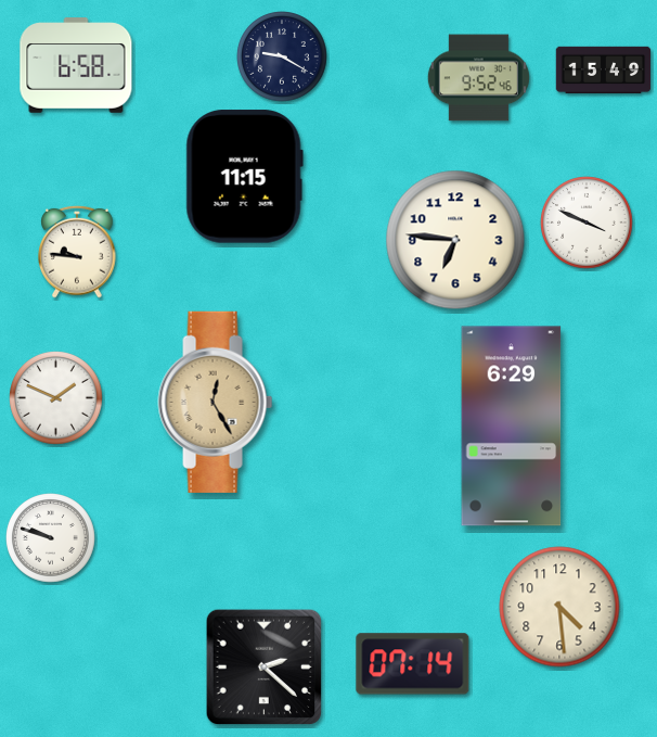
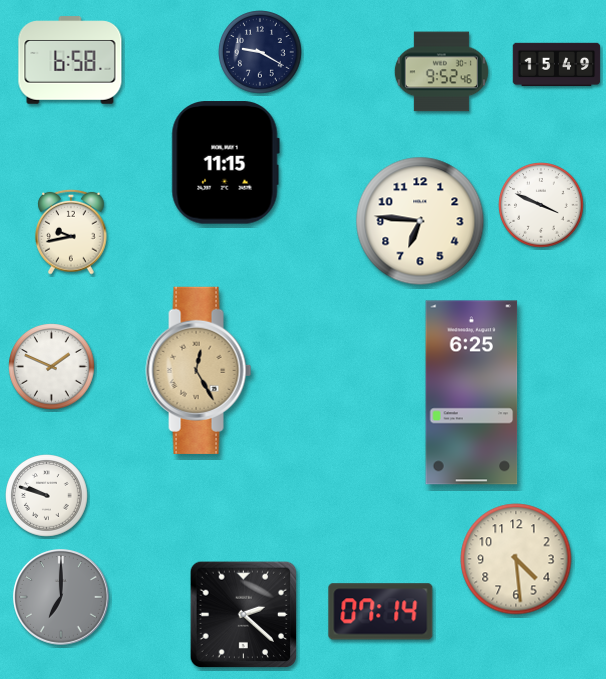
clock at (78, 252): 9:46 -> 9:43
clock at (512, 427): 6:29 -> 6:25
clock at (62, 598): none -> 7:00
